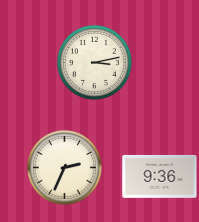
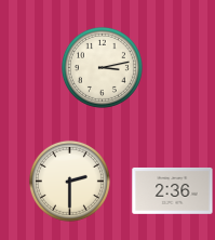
clock at (64, 167): 2:34 -> 2:30
clock at (160, 176): 9:36 -> 2:36
